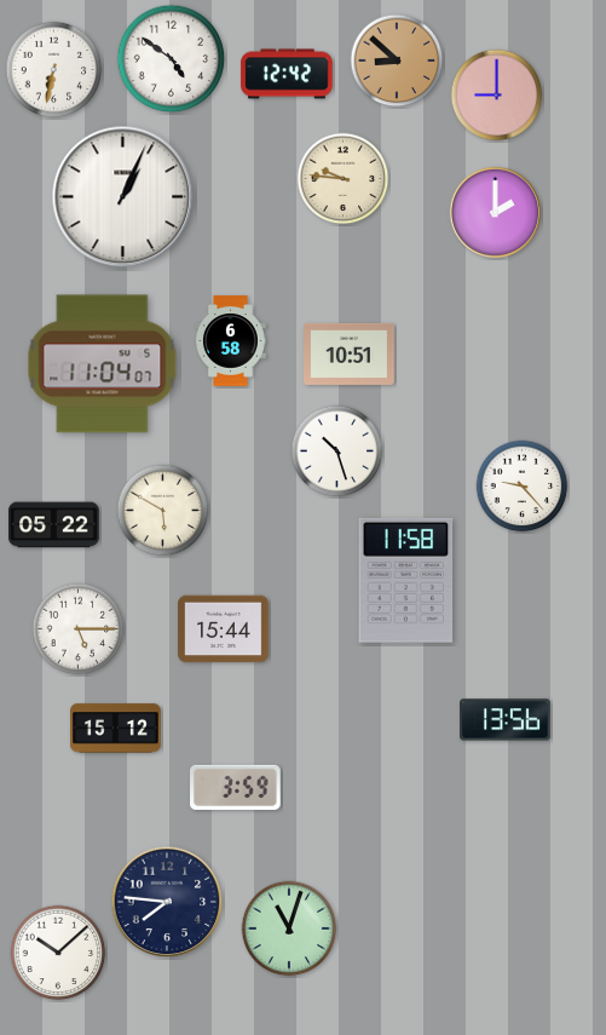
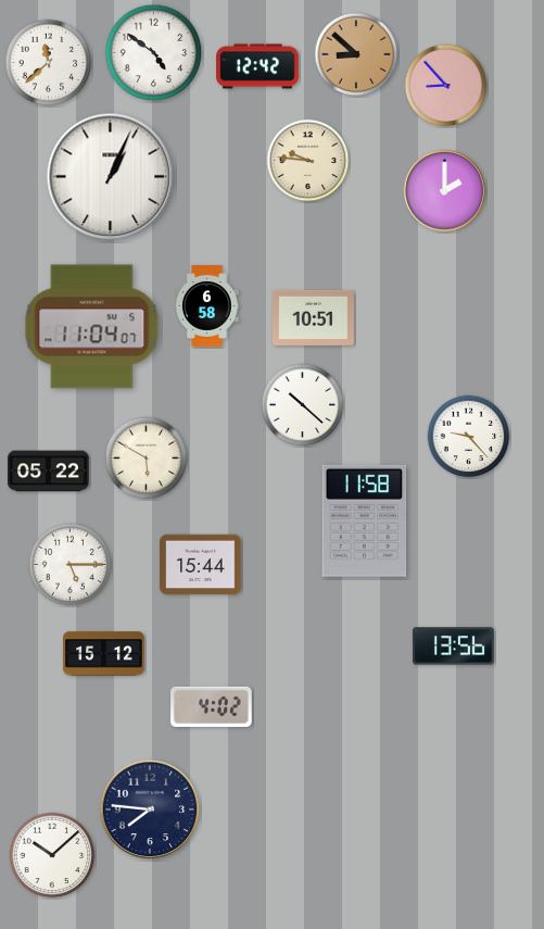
clock at (54, 70): 6:32 -> 11:38
clock at (497, 96): 9:00 -> 8:53
clock at (337, 452): 10:27 -> 10:22
clock at (236, 787): 3:59 -> 4:02
clock at (289, 928): 11:03 -> none
